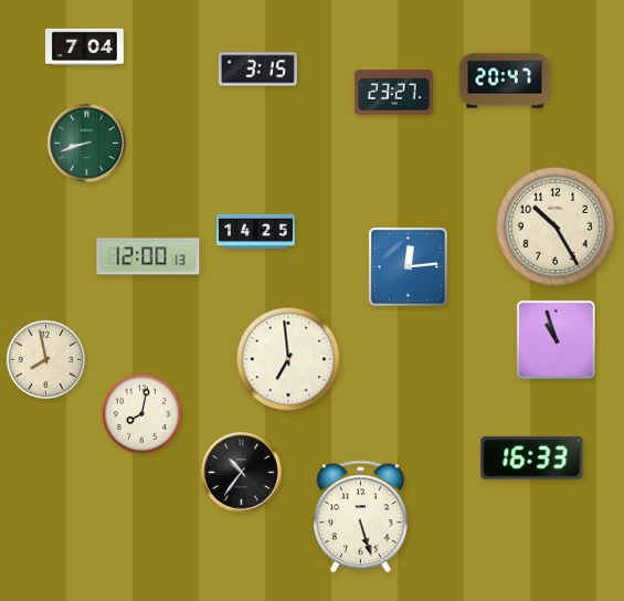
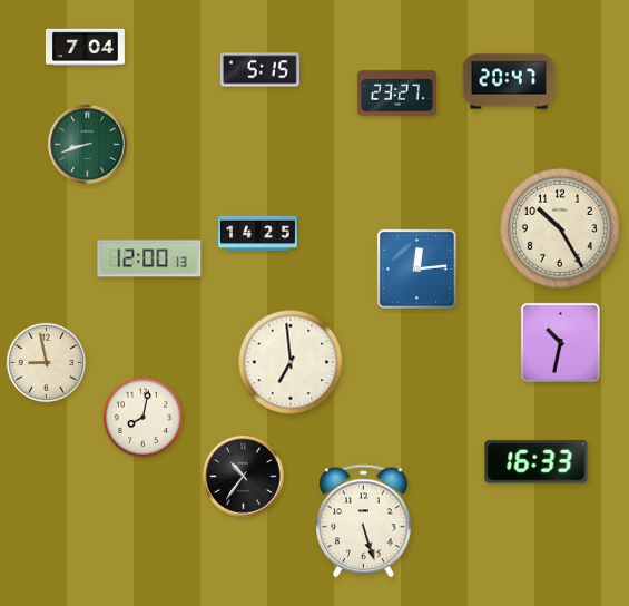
clock at (257, 70): 3:15 -> 5:15
clock at (408, 266) position: (408, 266) -> (416, 268)
clock at (556, 339): 10:57 -> 10:32
clock at (46, 360): 7:58 -> 8:58
